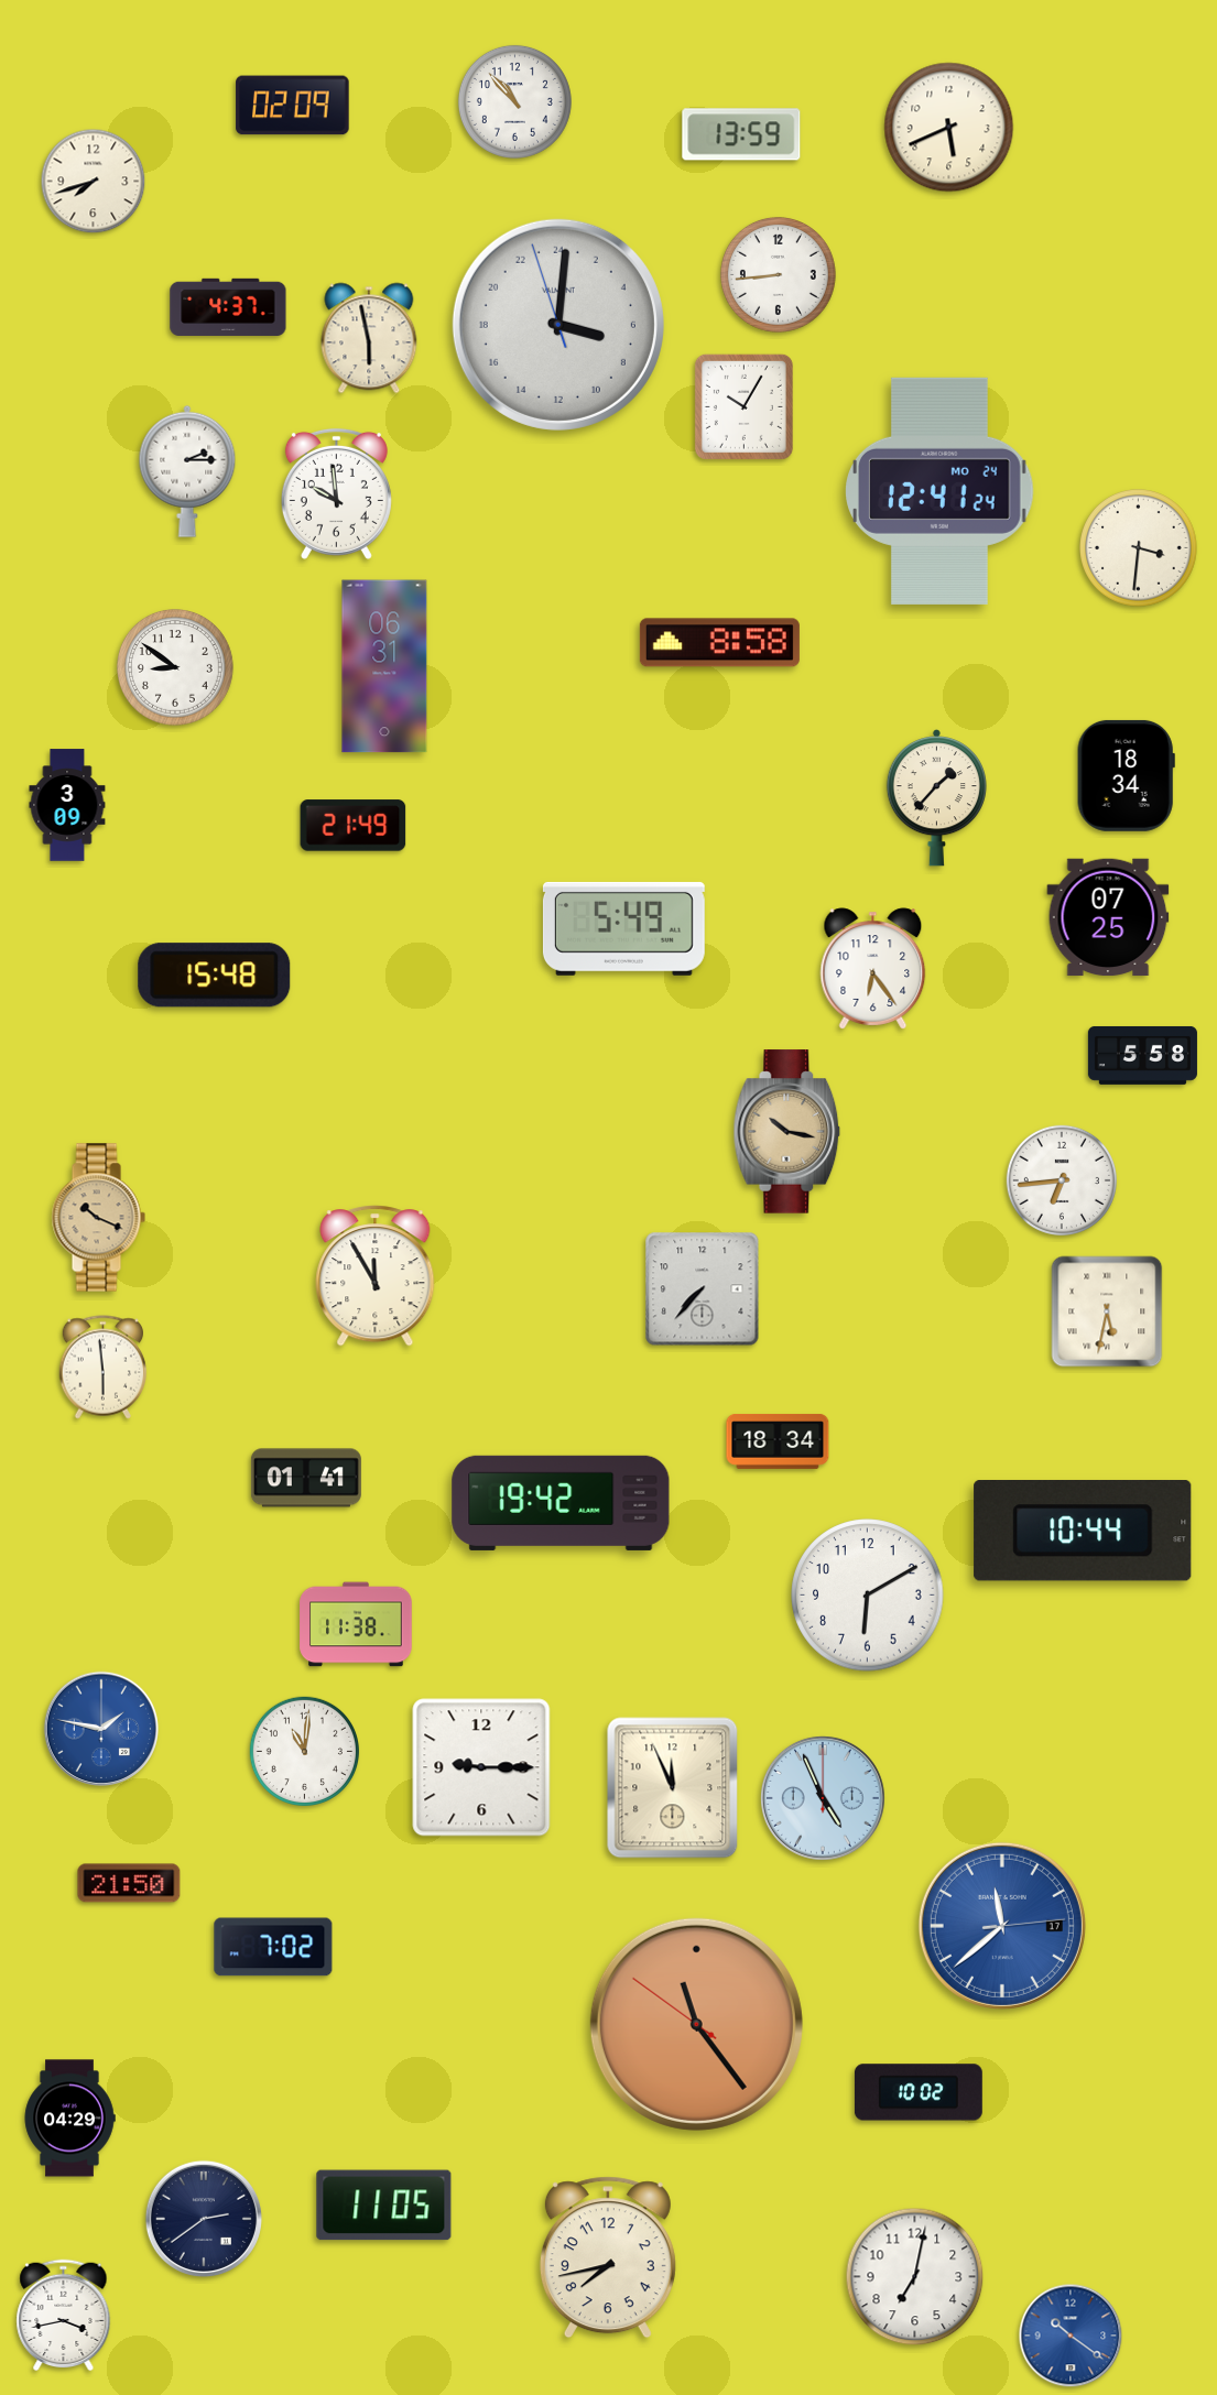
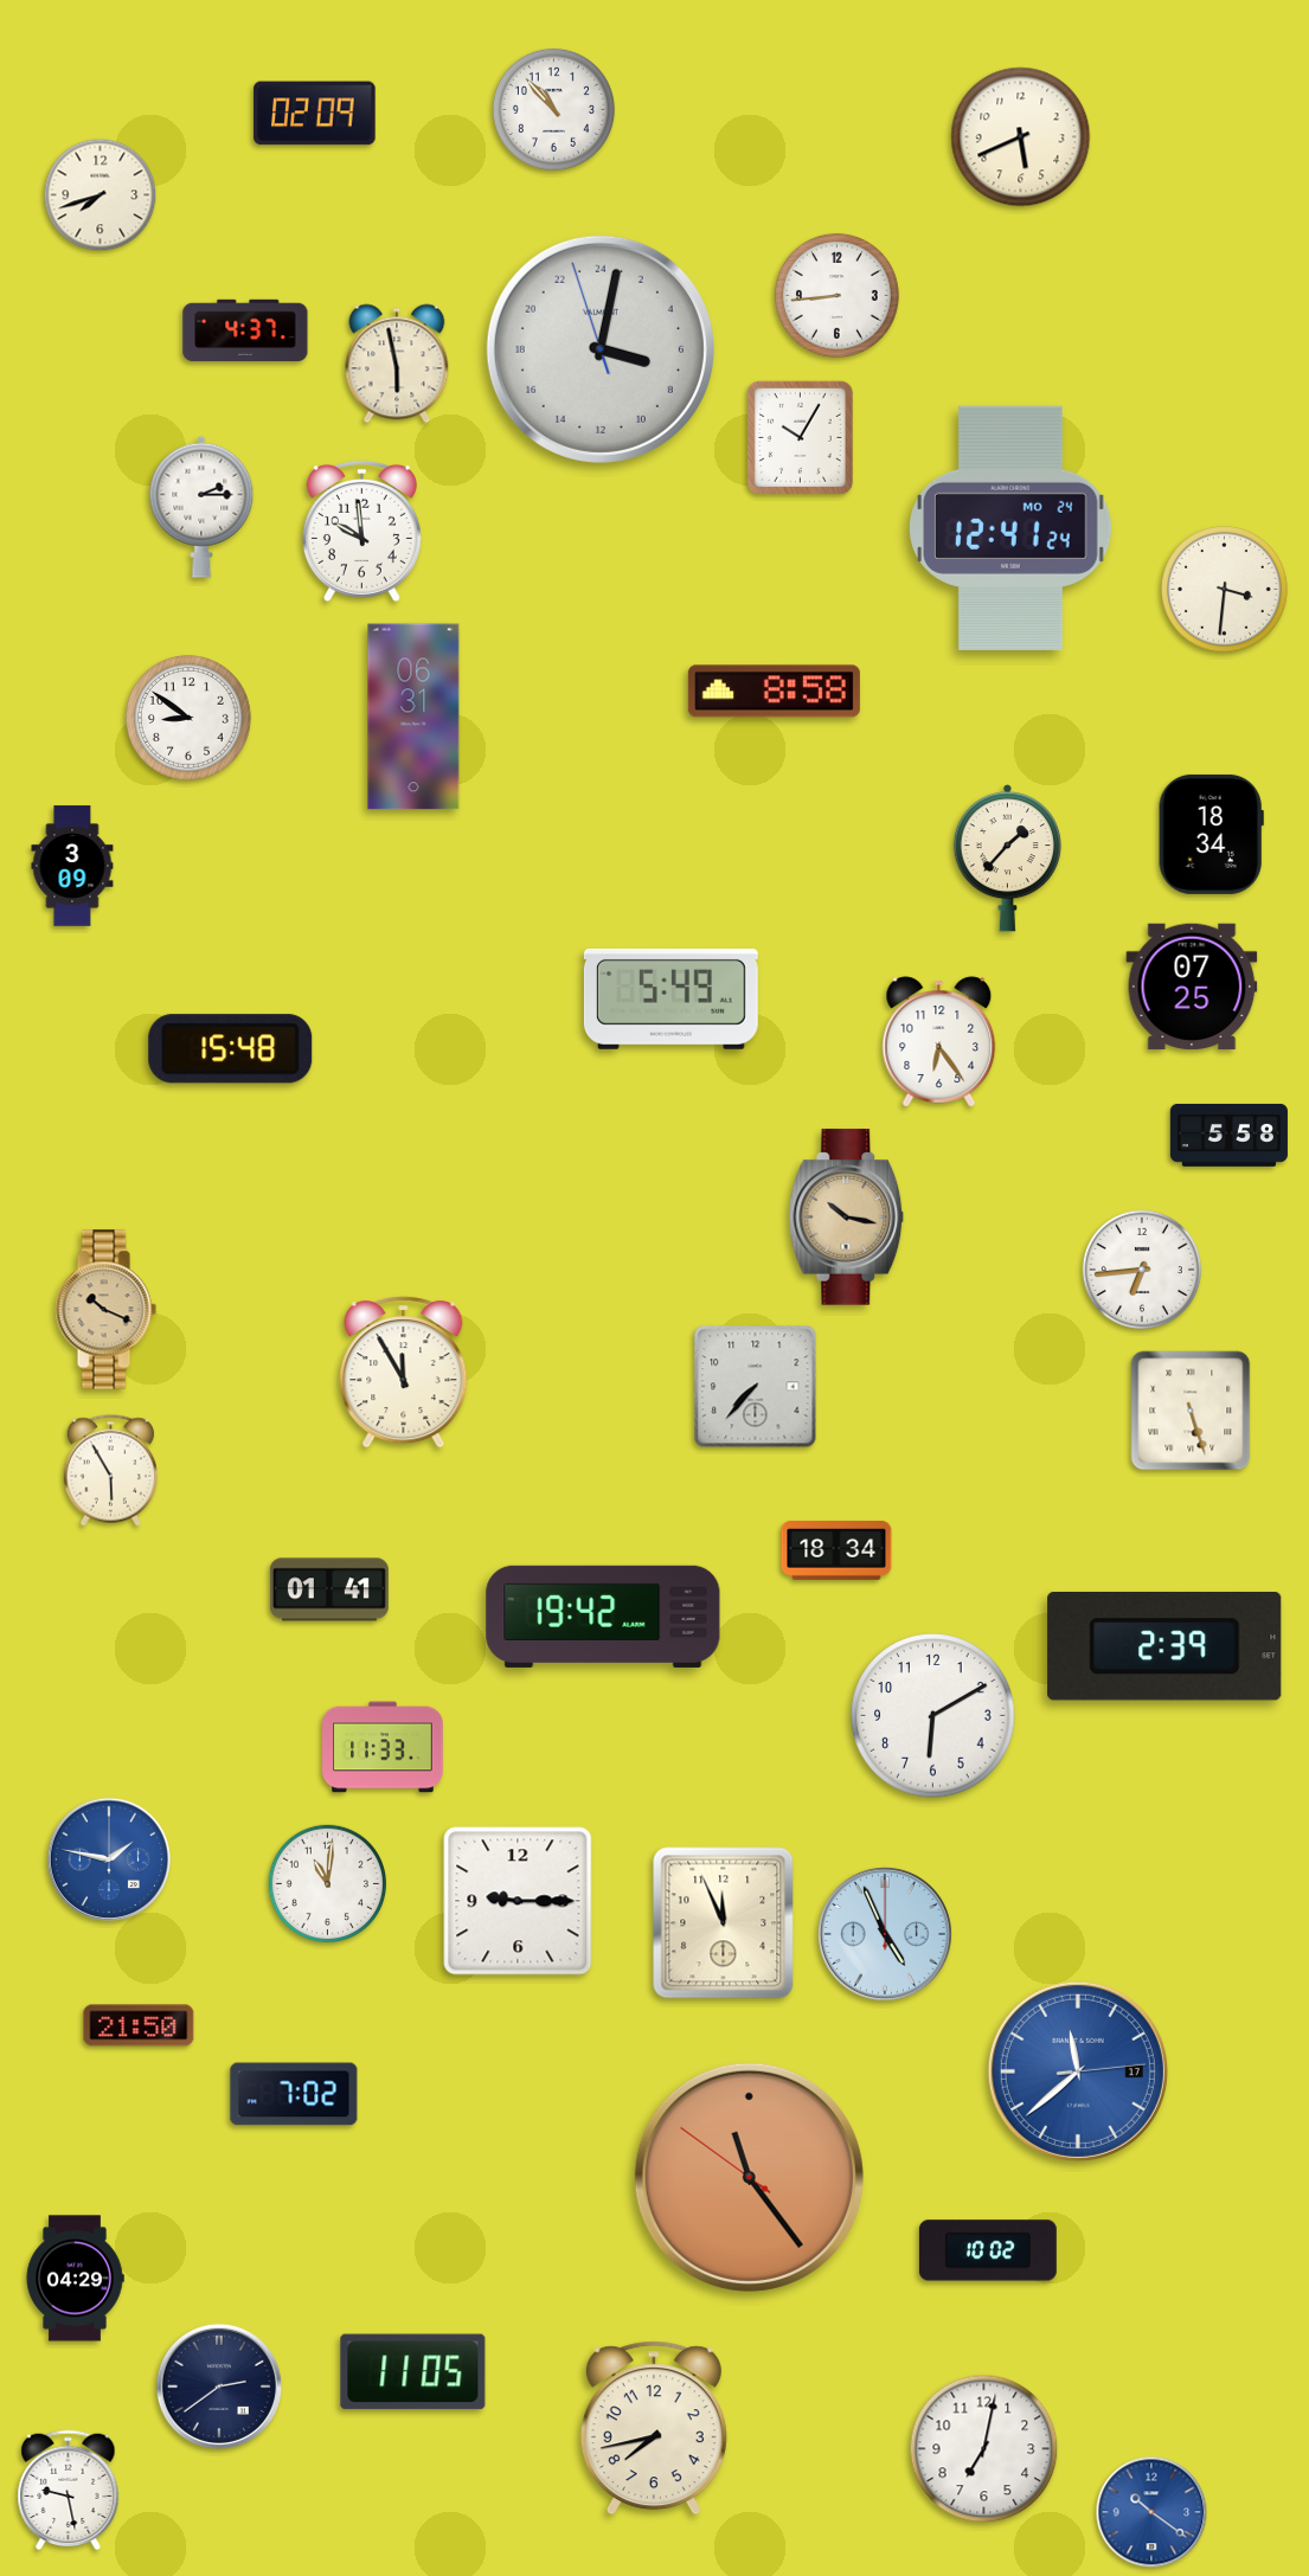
clock at (741, 134): 13:59 -> none
clock at (558, 325): 7:00 -> 7:01
clock at (354, 826): 21:49 -> none
clock at (1107, 1311): 5:32 -> 5:27
clock at (104, 1368): 5:59 -> 5:55
clock at (1083, 1532): 10:44 -> 2:39
clock at (356, 1624): 11:38 -> 11:33
clock at (64, 2316): 3:43 -> 9:28
